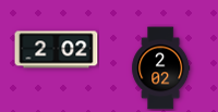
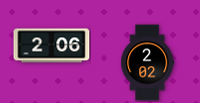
clock at (57, 50): 2:02 -> 2:06
